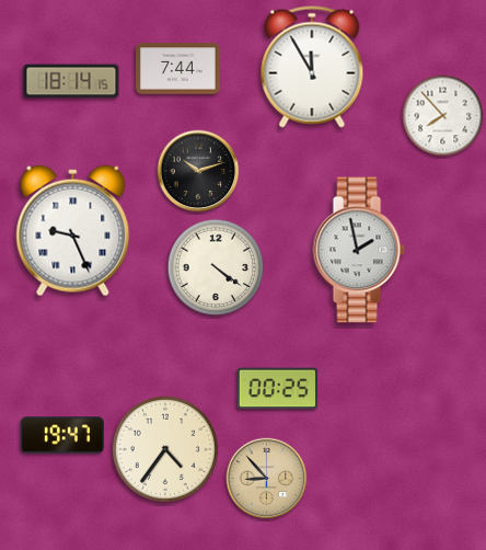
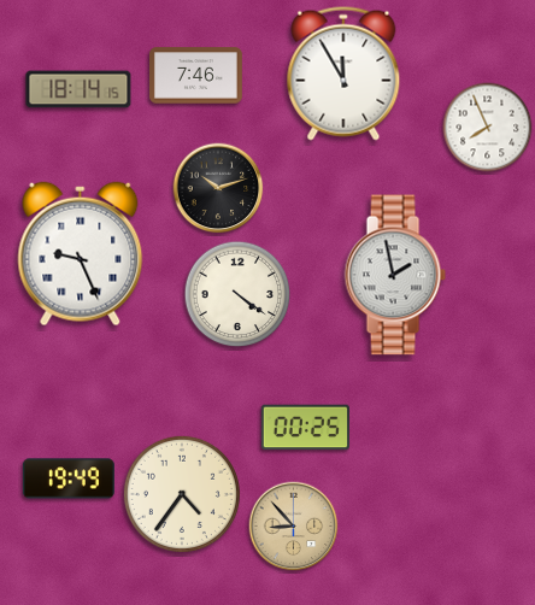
clock at (178, 69): 7:44 -> 7:46
clock at (443, 116): 7:53 -> 7:56
clock at (62, 435): 19:47 -> 19:49
